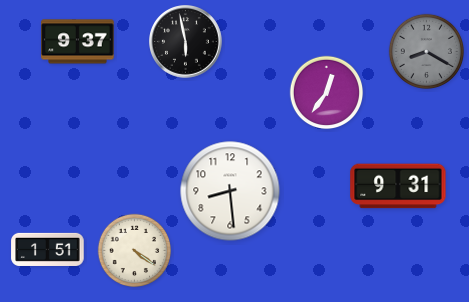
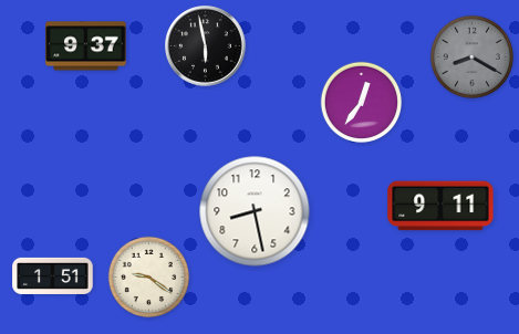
clock at (398, 186): 9:31 -> 9:11
clock at (230, 191): 8:29 -> 8:28
clock at (135, 251): 4:21 -> 9:21
